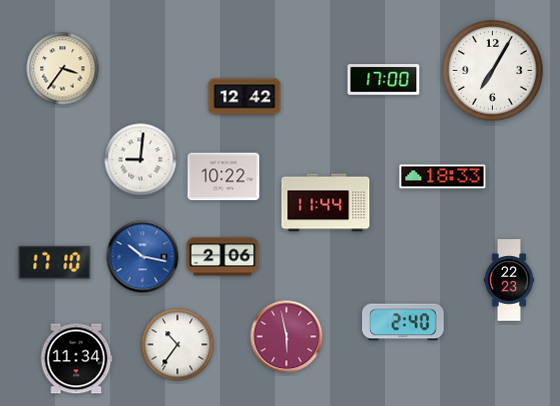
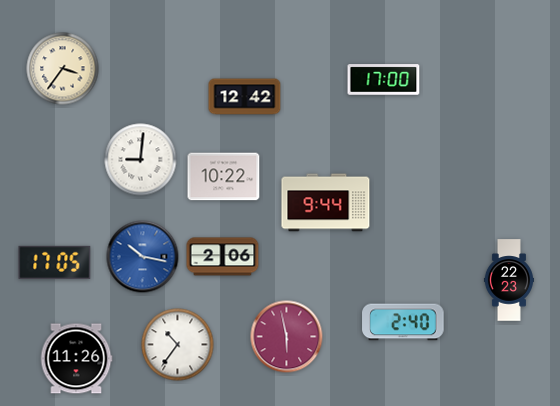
clock at (493, 71): 7:05 -> none
clock at (443, 177): 18:33 -> none
clock at (326, 203): 11:44 -> 9:44
clock at (55, 262): 17:10 -> 17:05
clock at (76, 359): 11:34 -> 11:26
